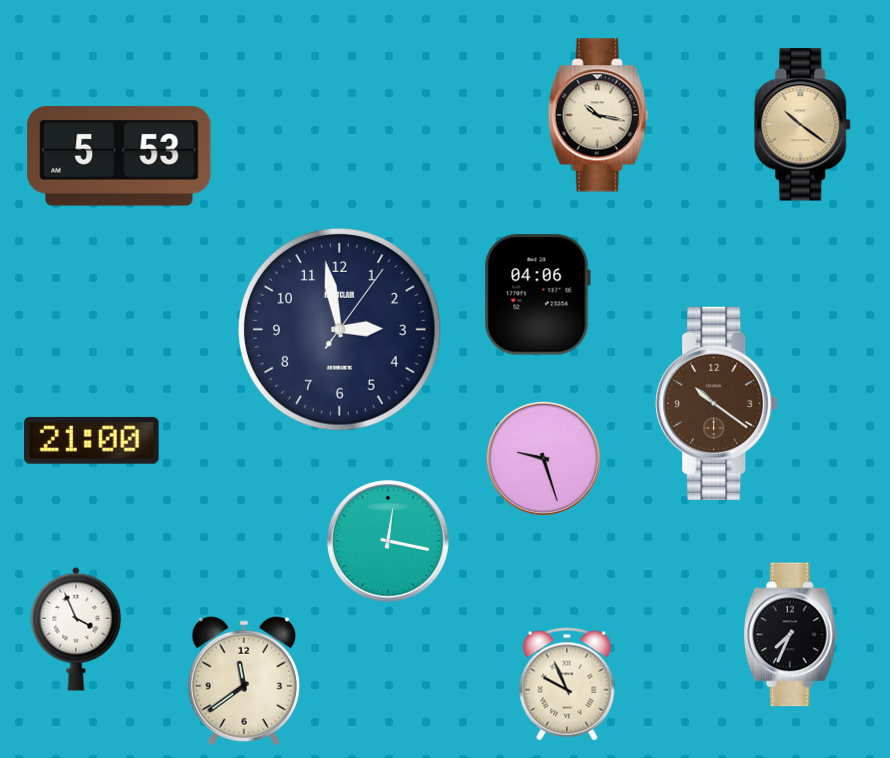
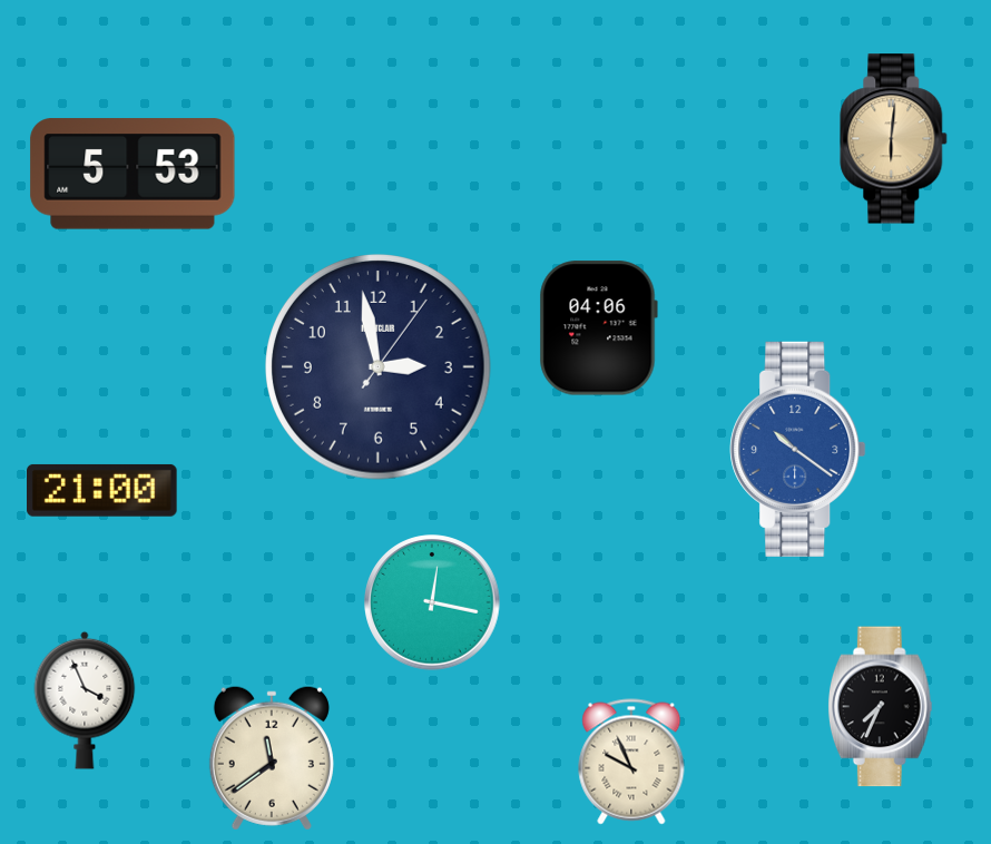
clock at (598, 115): 10:17 -> none
clock at (803, 125): 10:21 -> 6:01
clock at (717, 403) dial: brown -> blue
clock at (543, 458): 9:27 -> none
